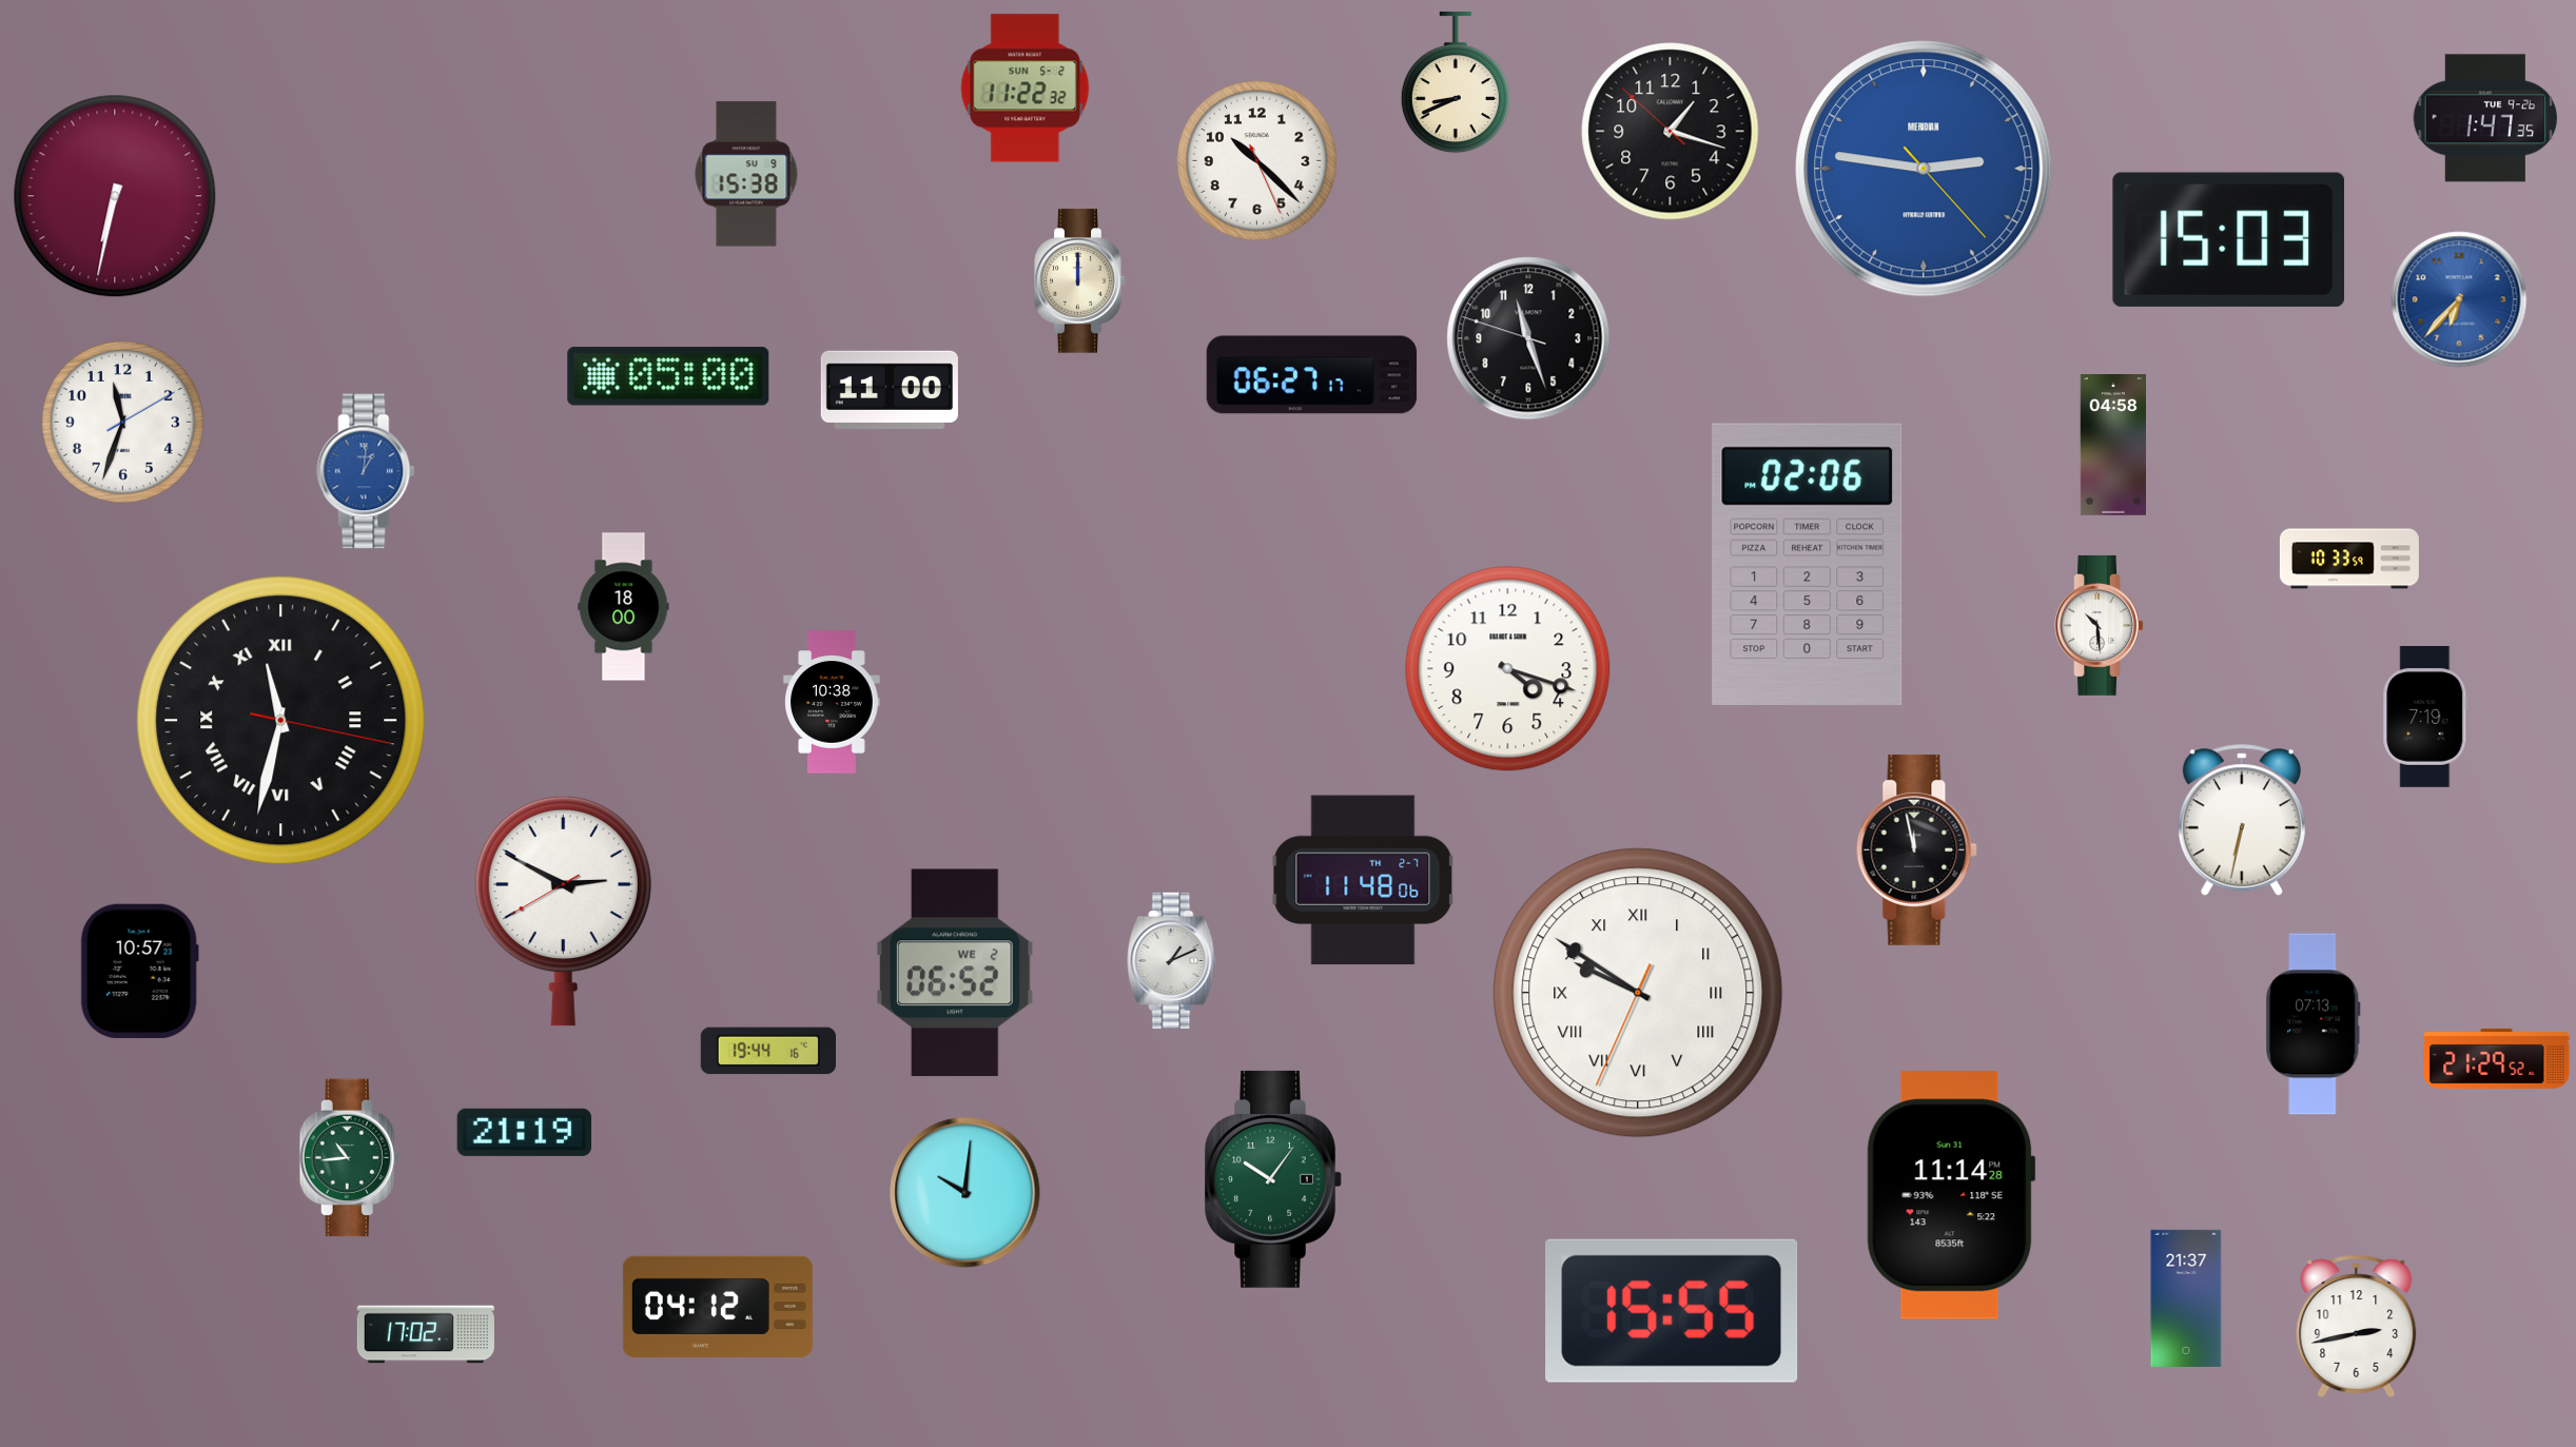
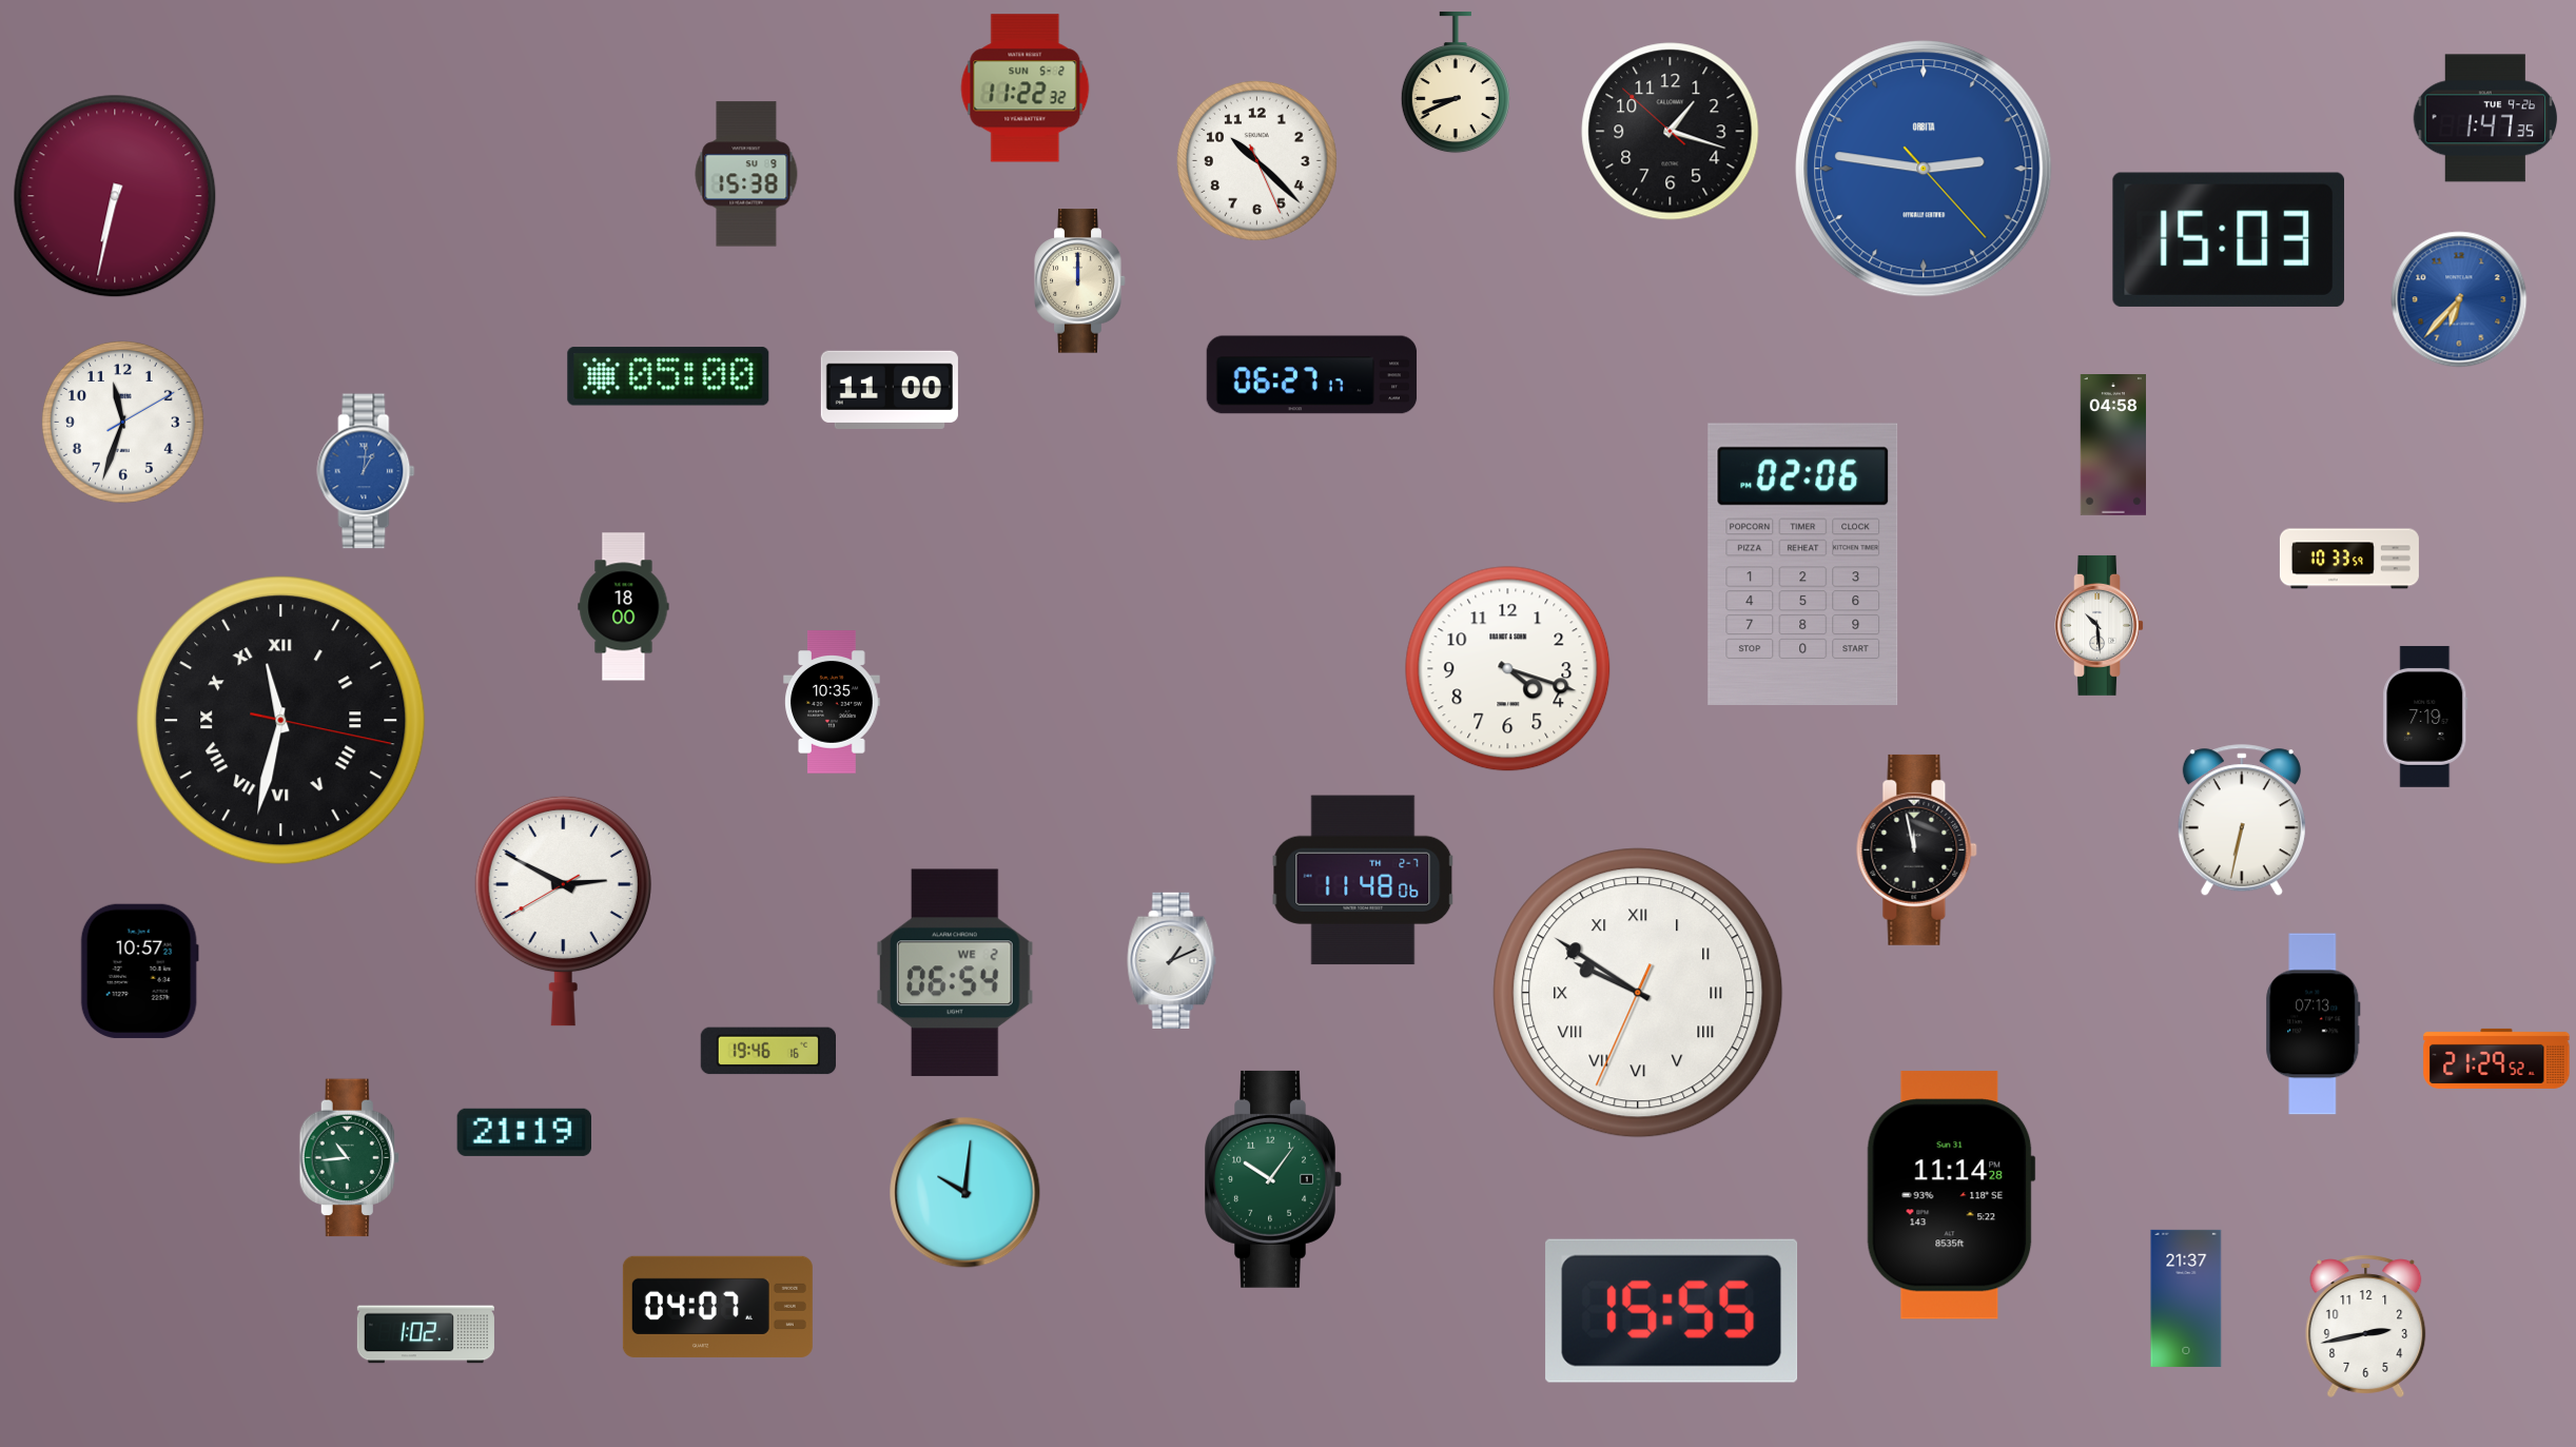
clock at (1924, 169) brand: MERIDIAN -> ORBITA
clock at (1528, 338): 11:26 -> none
clock at (1808, 564) position: (1808, 564) -> (1803, 564)
clock at (832, 702): 10:38 -> 10:35
clock at (956, 973): 06:52 -> 06:54
clock at (767, 1051): 19:44 -> 19:46
clock at (718, 1307): 04:12 -> 04:07
clock at (2357, 1326) position: (2357, 1326) -> (2366, 1326)
clock at (426, 1334): 17:02 -> 1:02
